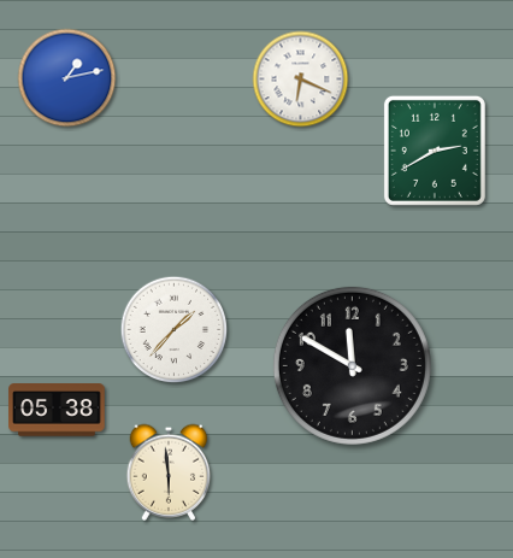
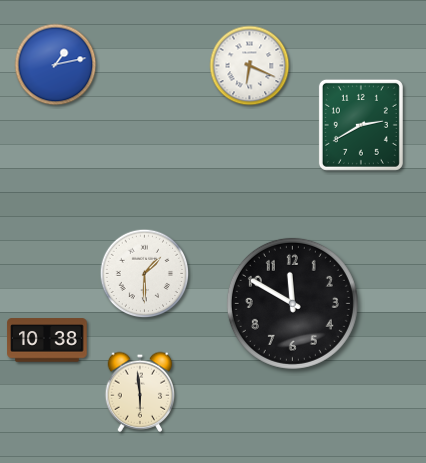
clock at (175, 330): 1:37 -> 1:30
clock at (57, 410): 05:38 -> 10:38
